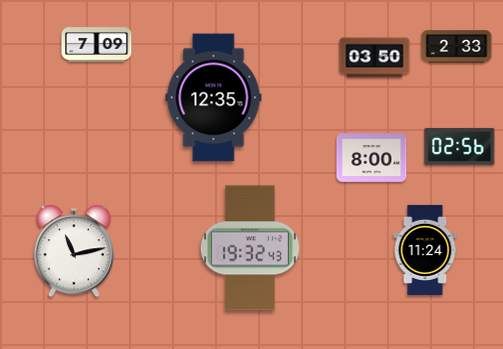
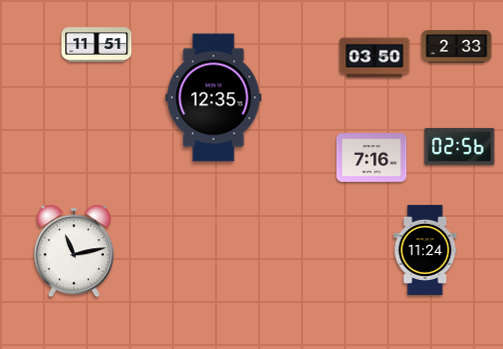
clock at (97, 45): 7:09 -> 11:51
clock at (372, 158): 8:00 -> 7:16
clock at (250, 248): 19:32 -> none
